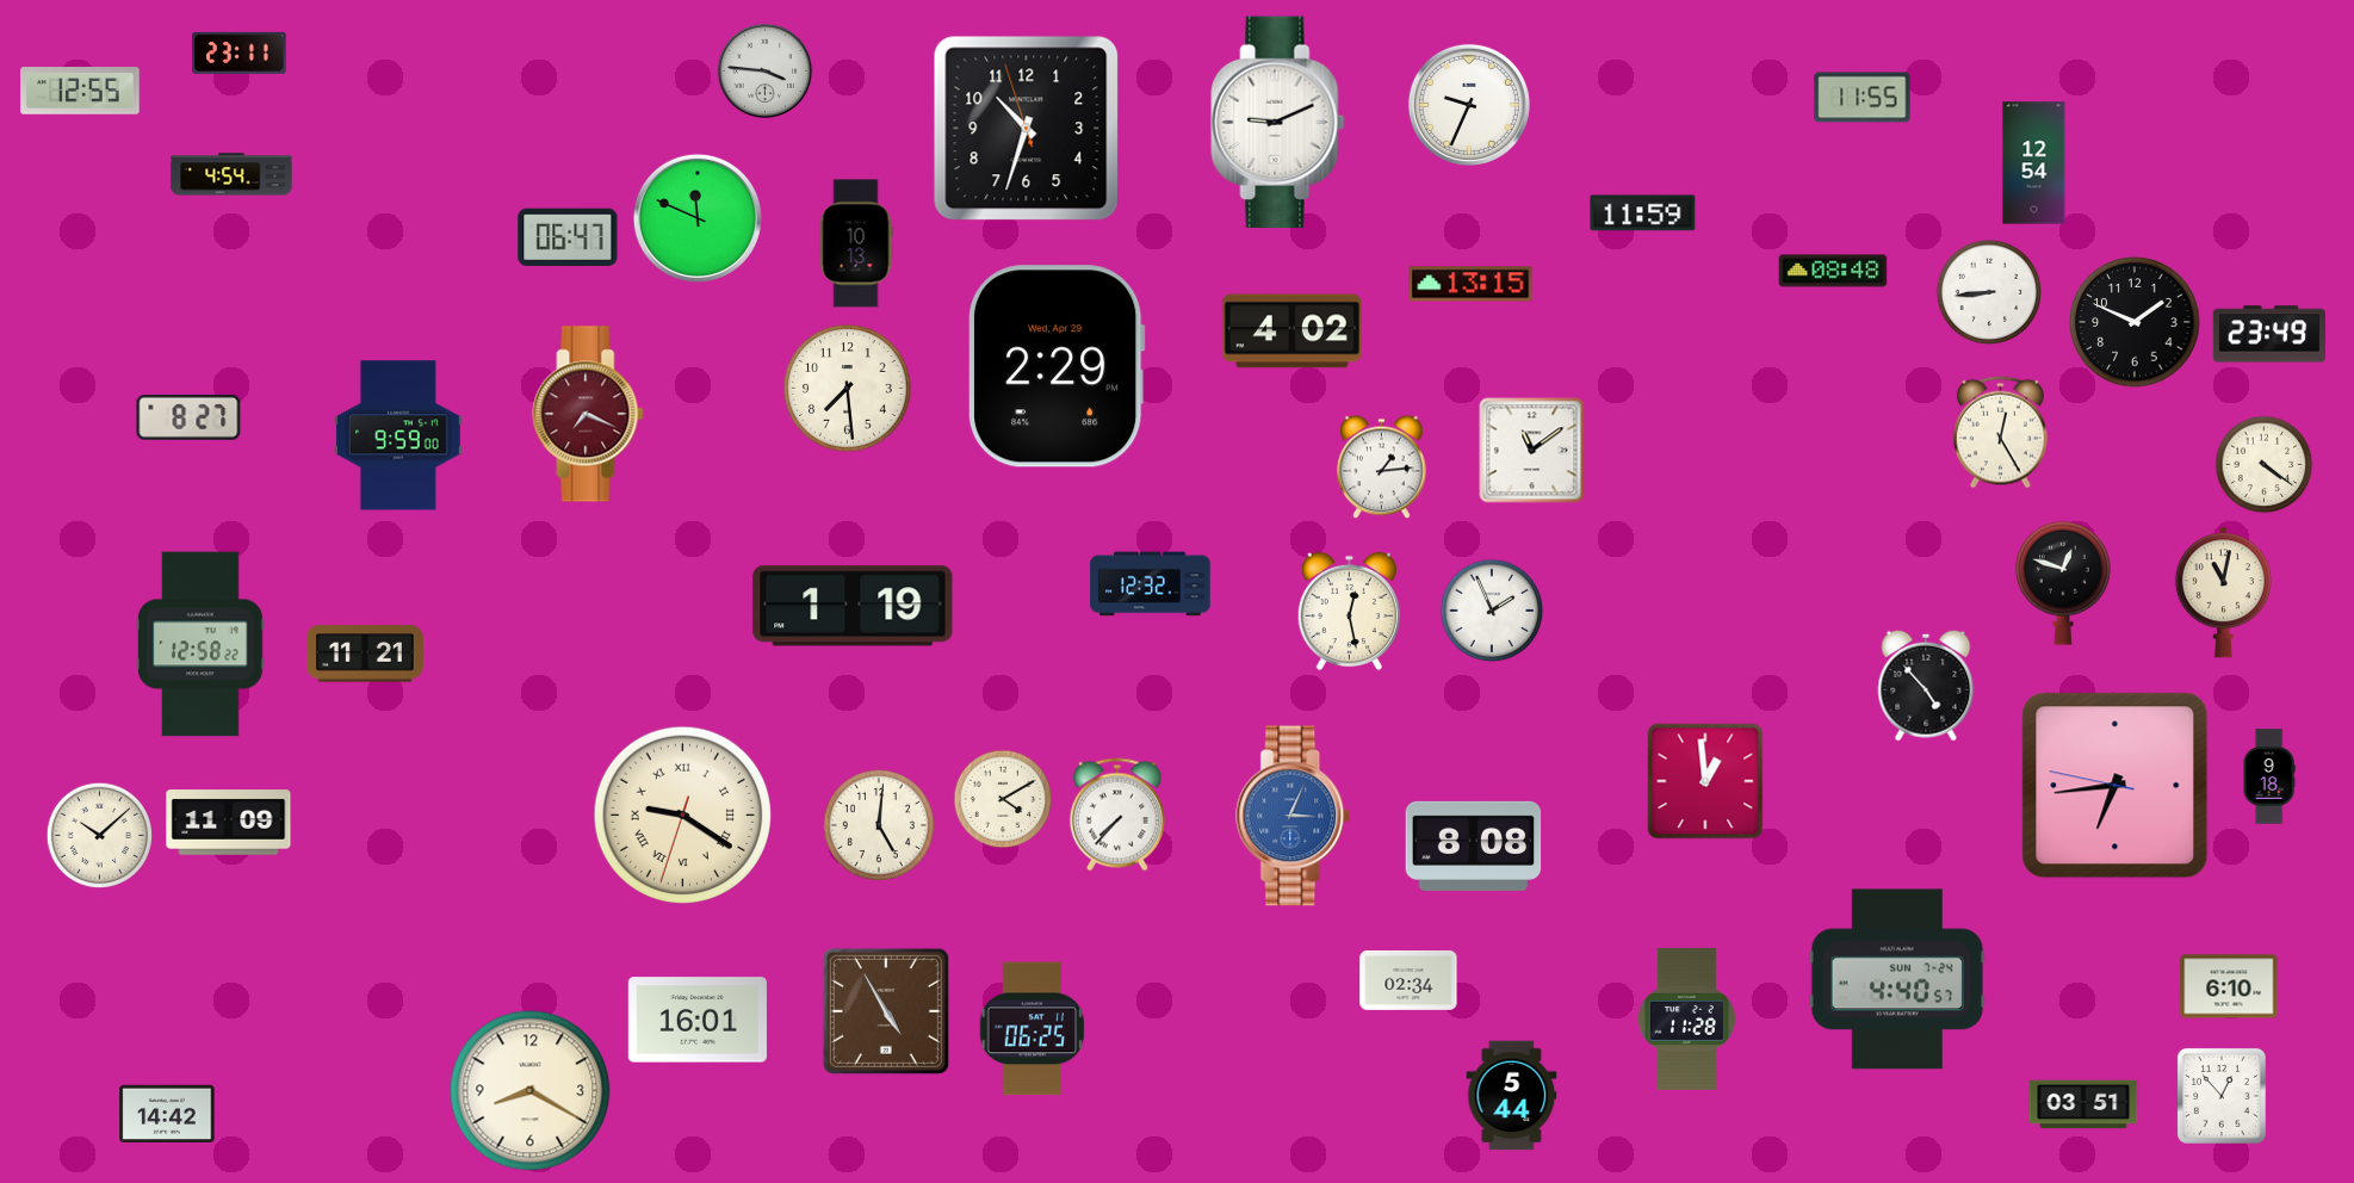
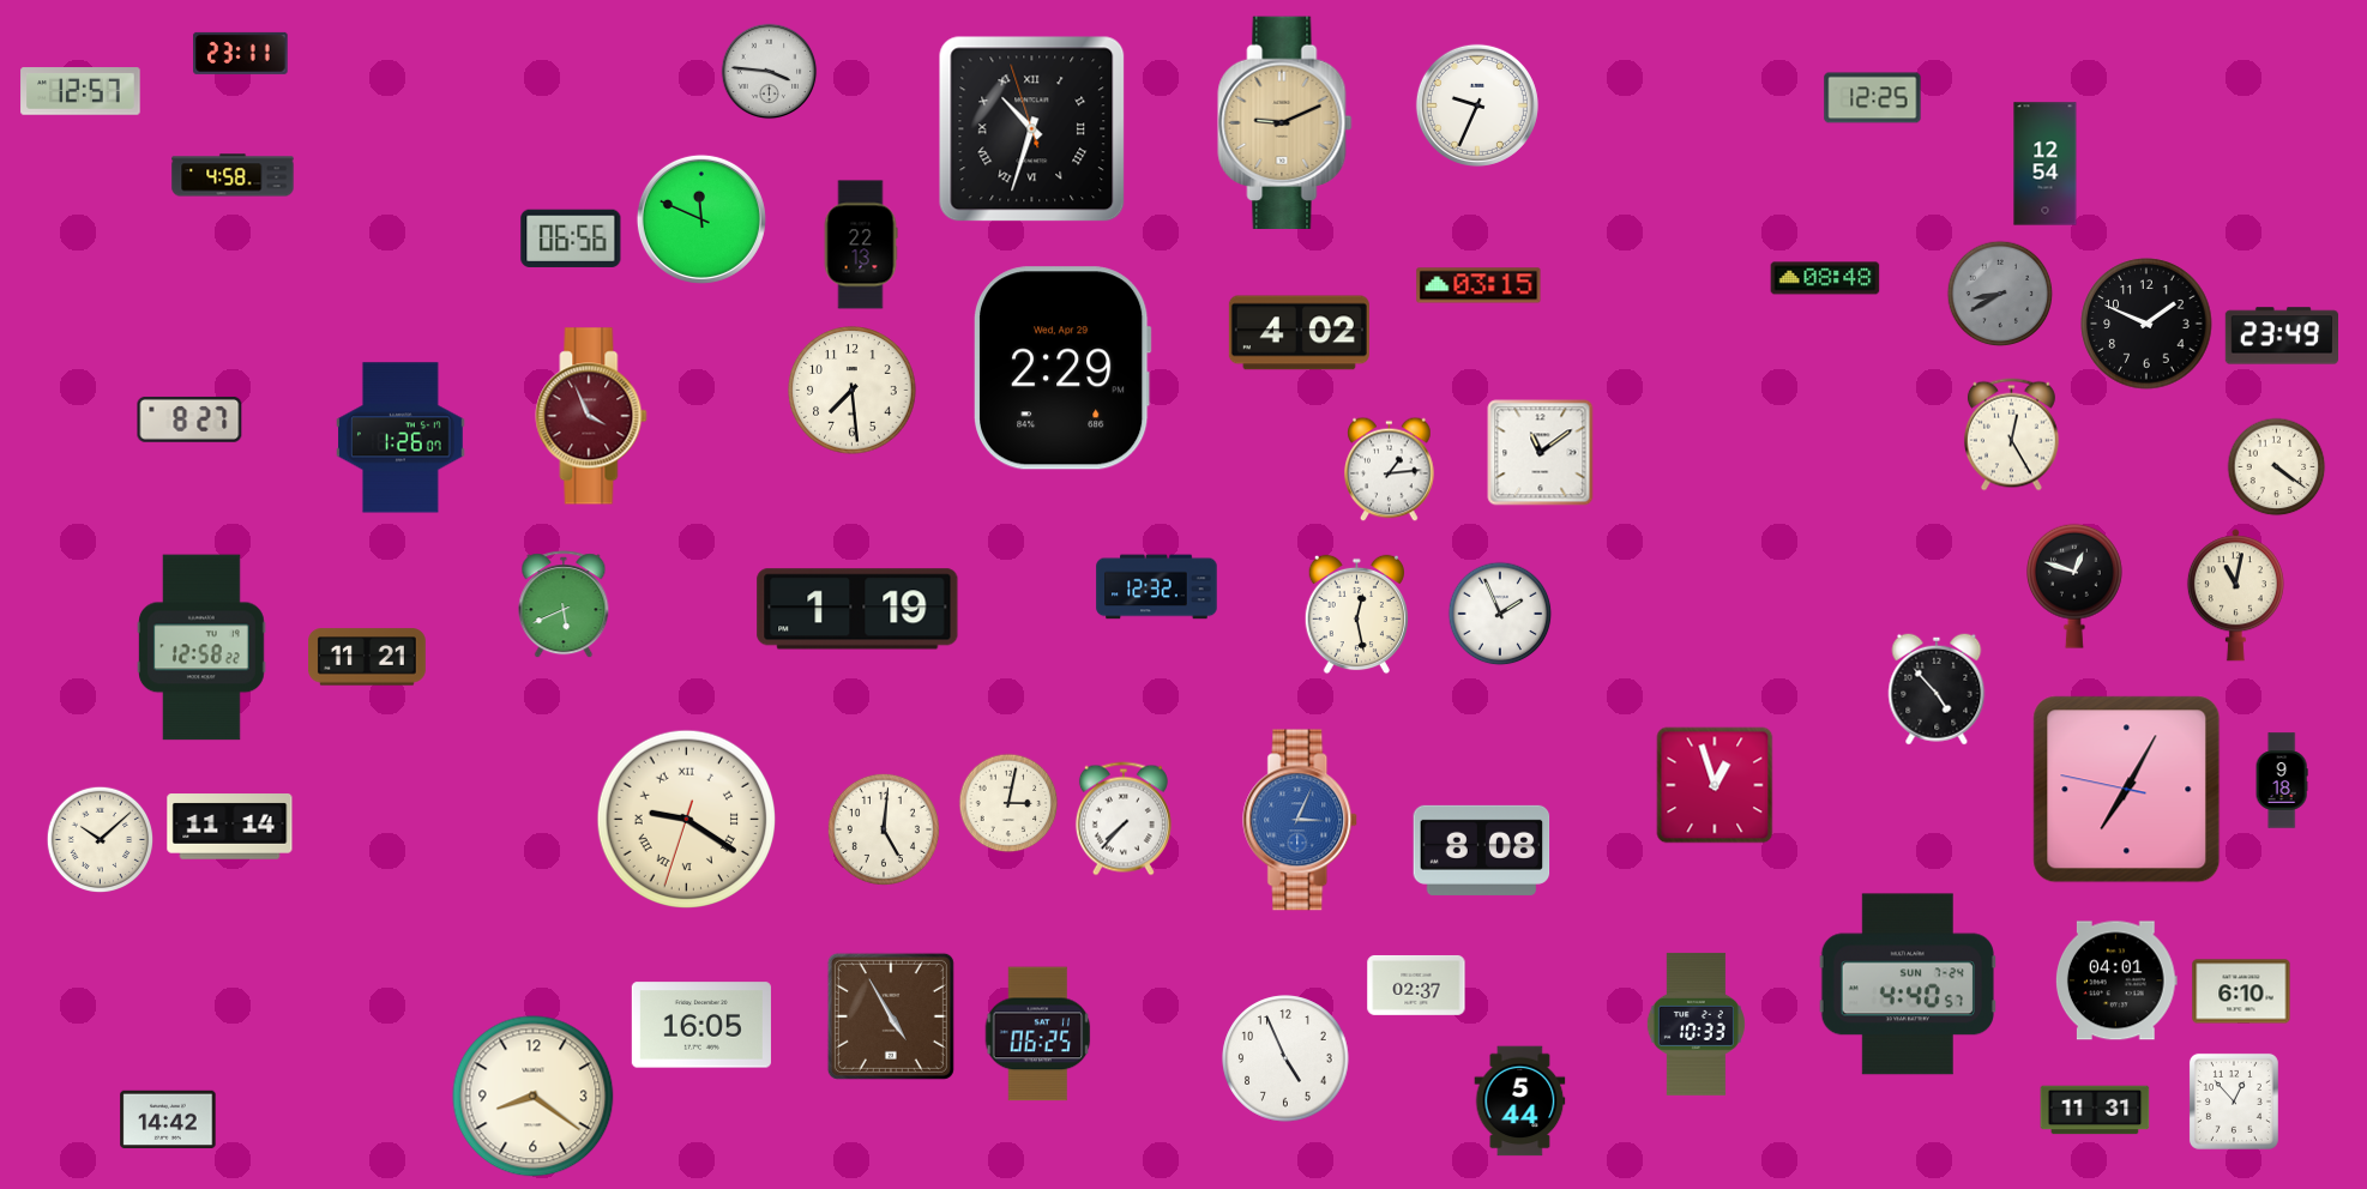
clock at (80, 91): 12:55 -> 12:57
clock at (1863, 98): 11:55 -> 12:25
clock at (1278, 123) dial: white -> champagne
clock at (1027, 129) numerals: Arabic -> Roman
clock at (231, 174): 4:54 -> 4:58
clock at (1643, 213): 11:59 -> none
clock at (568, 236): 06:47 -> 06:56
clock at (856, 243): 10:13 -> 22:13
clock at (1833, 271) position: (1833, 271) -> (1825, 278)
clock at (1470, 284): 13:15 -> 03:15
clock at (1989, 292): 8:44 -> 8:40
clock at (1989, 292) dial: white -> grey
clock at (588, 414): 7:19 -> 3:56
clock at (399, 435): 9:59 -> 1:26
clock at (564, 605): none -> 5:41
clock at (1705, 781): 12:59 -> 12:57
clock at (2115, 786): 6:43 -> 7:04
clock at (1003, 799): 4:10 -> 3:02
clock at (229, 823): 11:09 -> 11:14
clock at (2116, 980): none -> 04:01
clock at (1408, 980): 02:34 -> 02:37
clock at (1686, 1018): 11:28 -> 10:33
clock at (698, 1020): 16:01 -> 16:05
clock at (1285, 1058): none -> 4:56
clock at (531, 1091): 8:20 -> 8:21
clock at (2083, 1104): 03:51 -> 11:31
